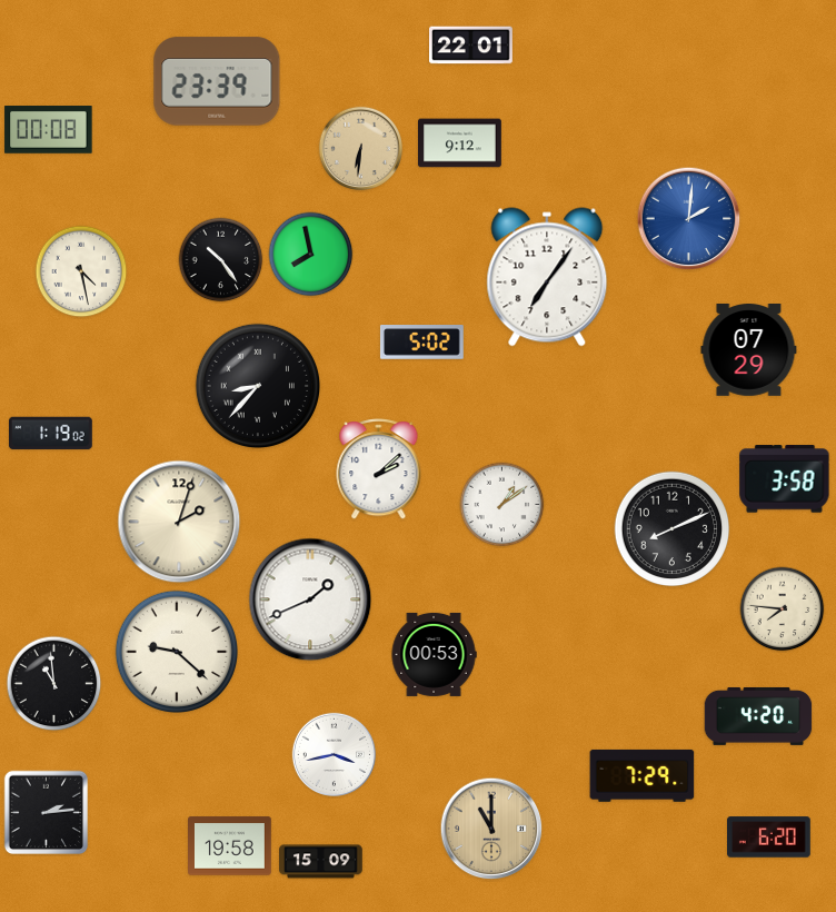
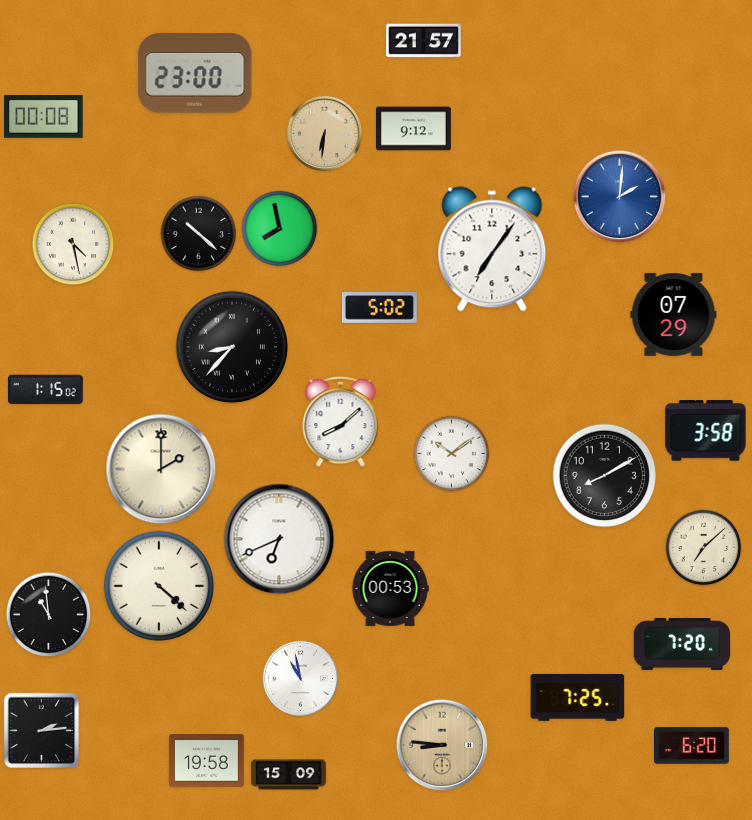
clock at (471, 46): 22:01 -> 21:57
clock at (217, 81): 23:39 -> 23:00
clock at (221, 260): 10:24 -> 10:22
clock at (51, 434): 1:19 -> 1:15
clock at (379, 469): 2:08 -> 8:08
clock at (502, 505): 1:09 -> 10:09
clock at (179, 522): 2:03 -> 2:00
clock at (673, 529): 8:11 -> 8:10
clock at (310, 599): 1:41 -> 6:41
clock at (783, 609): 7:46 -> 7:08
clock at (176, 651): 9:22 -> 4:22
clock at (758, 716): 4:20 -> 7:20
clock at (334, 754): 3:43 -> 10:58
clock at (643, 775): 7:29 -> 7:25
clock at (491, 829): 11:00 -> 8:46
clock at (769, 837) position: (769, 837) -> (692, 746)
